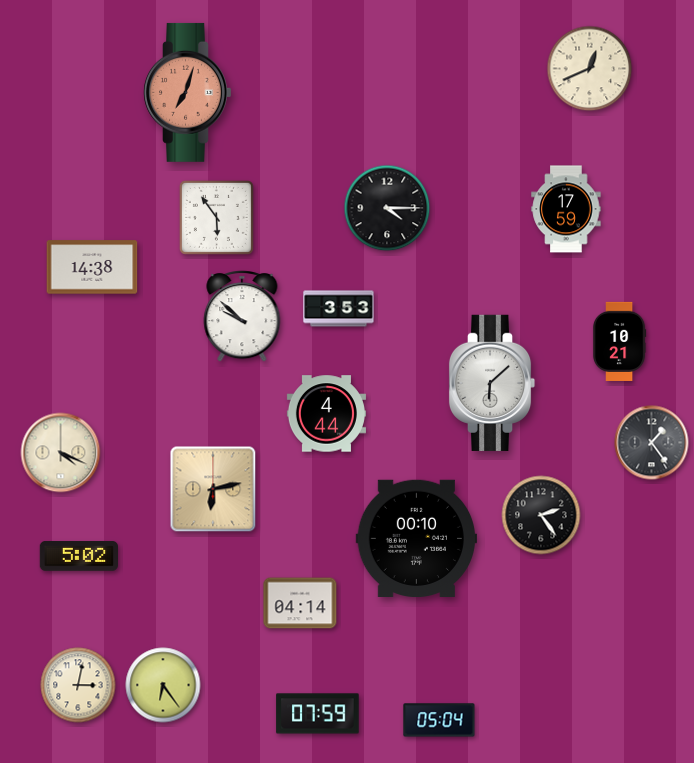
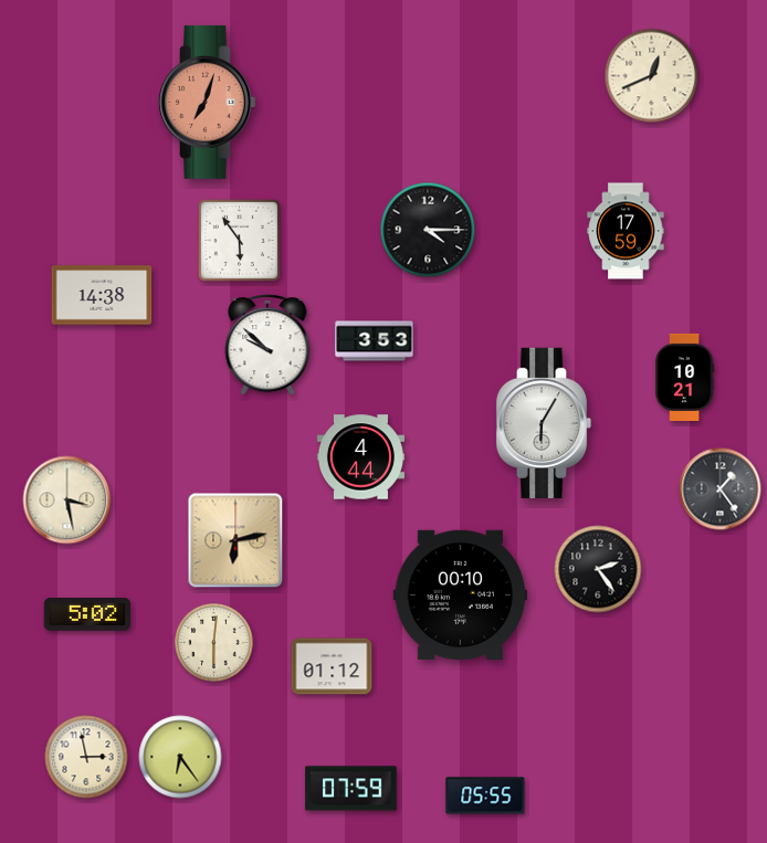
clock at (242, 316) position: (242, 316) -> (267, 345)
clock at (492, 383): 6:08 -> 6:05
clock at (61, 453): 4:19 -> 3:28
clock at (214, 643): none -> 6:01
clock at (300, 603): 04:14 -> 01:12
clock at (78, 685): 3:02 -> 2:58
clock at (439, 720): 05:04 -> 05:55
